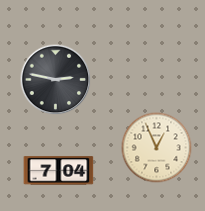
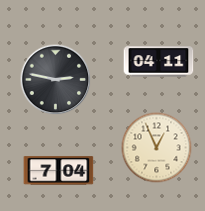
clock at (159, 62): none -> 04:11
